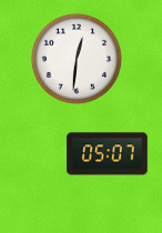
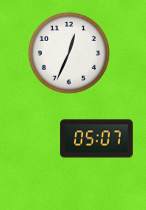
clock at (77, 59): 12:31 -> 12:34
